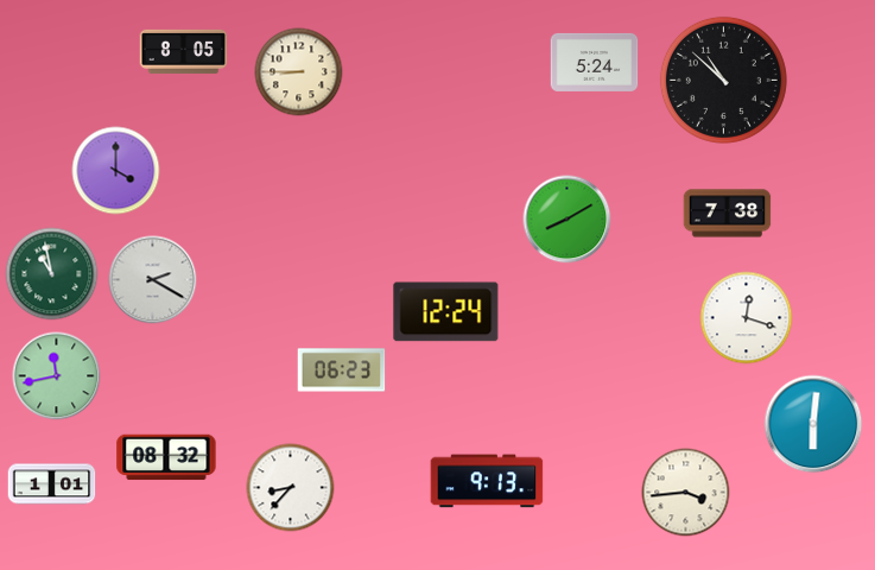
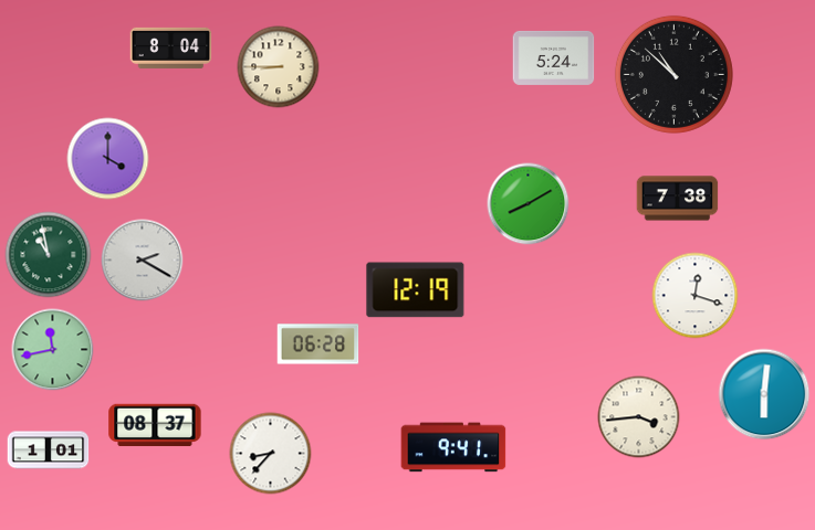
clock at (184, 51): 8:05 -> 8:04
clock at (446, 312): 12:24 -> 12:19
clock at (342, 370): 06:23 -> 06:28
clock at (813, 424) position: (813, 424) -> (764, 394)
clock at (166, 457): 08:32 -> 08:37
clock at (487, 481): 9:13 -> 9:41
clock at (686, 493) position: (686, 493) -> (639, 417)
